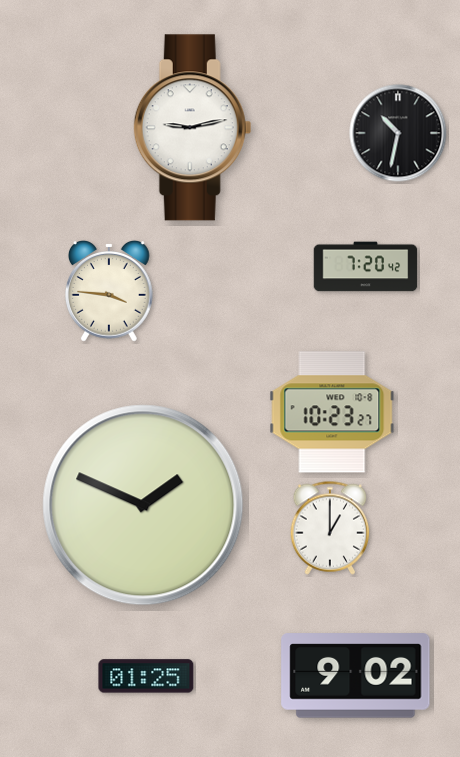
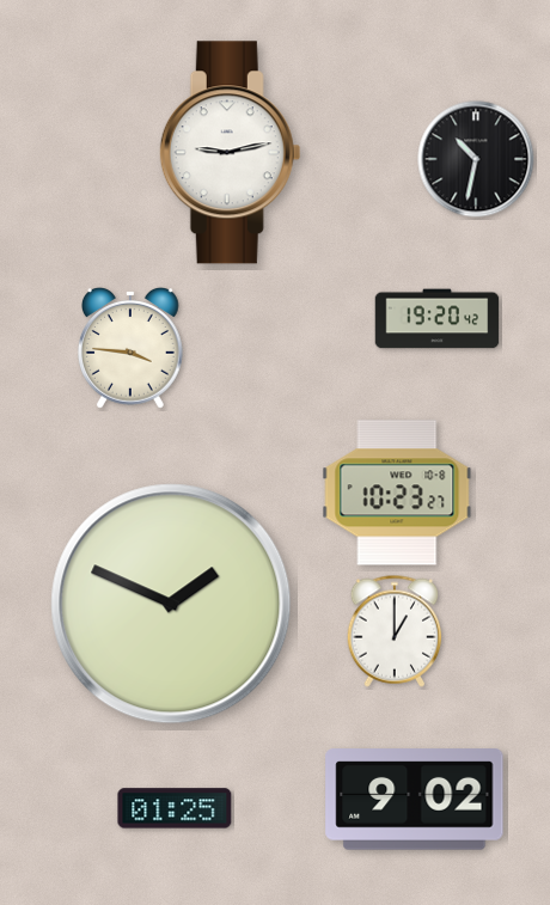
clock at (366, 267): 7:20 -> 19:20
clock at (356, 676) position: (356, 676) -> (415, 800)
